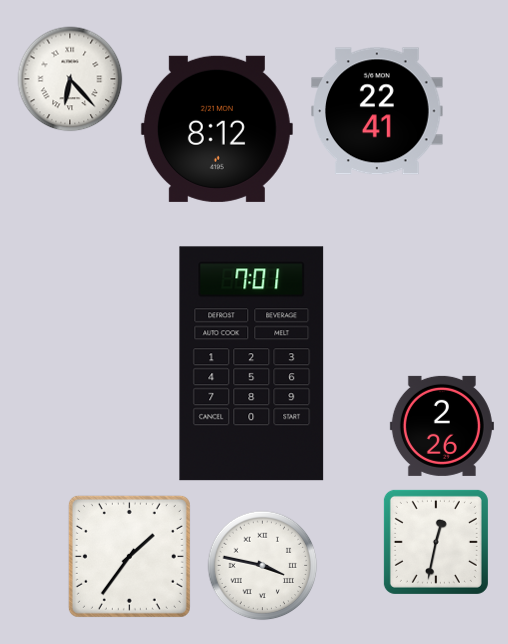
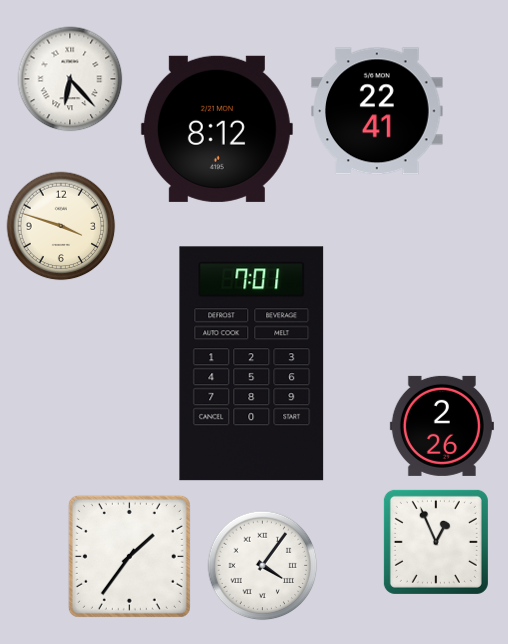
clock at (61, 226): none -> 3:48
clock at (436, 542): 12:32 -> 12:56
clock at (263, 566): 3:47 -> 4:06
